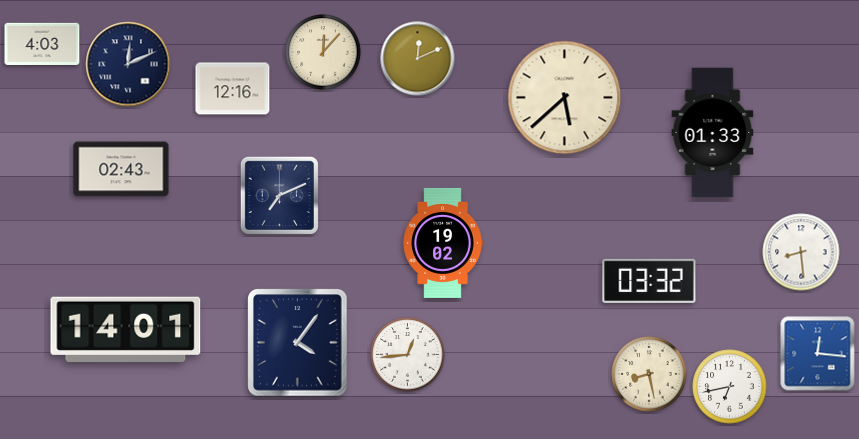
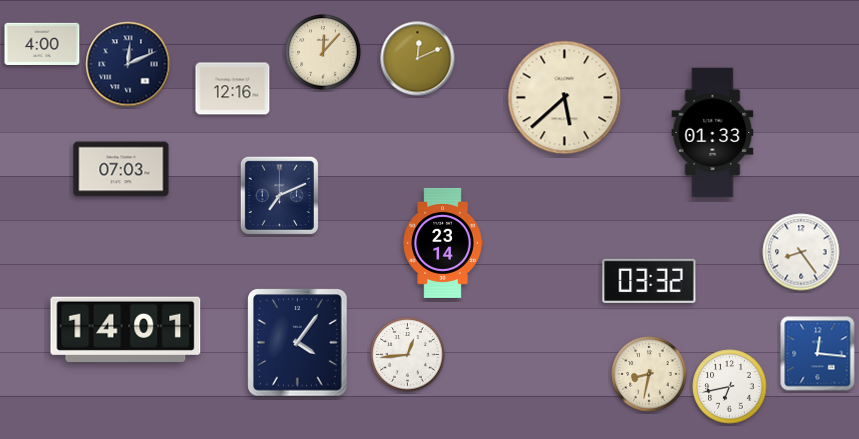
clock at (42, 44): 4:03 -> 4:00
clock at (121, 169): 02:43 -> 07:03
clock at (443, 243): 19:02 -> 23:14
clock at (801, 252): 8:29 -> 8:24
clock at (649, 374): 8:28 -> 8:32
